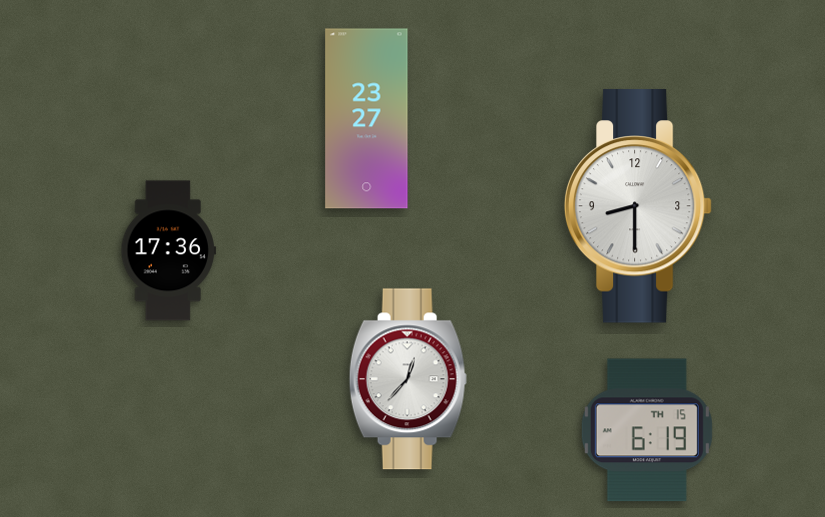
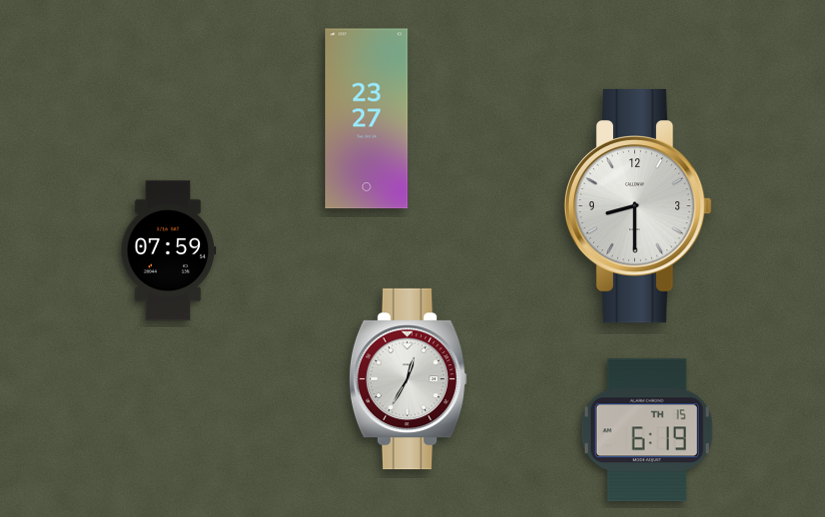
clock at (169, 251): 17:36 -> 07:59
clock at (408, 379): 12:37 -> 12:35
